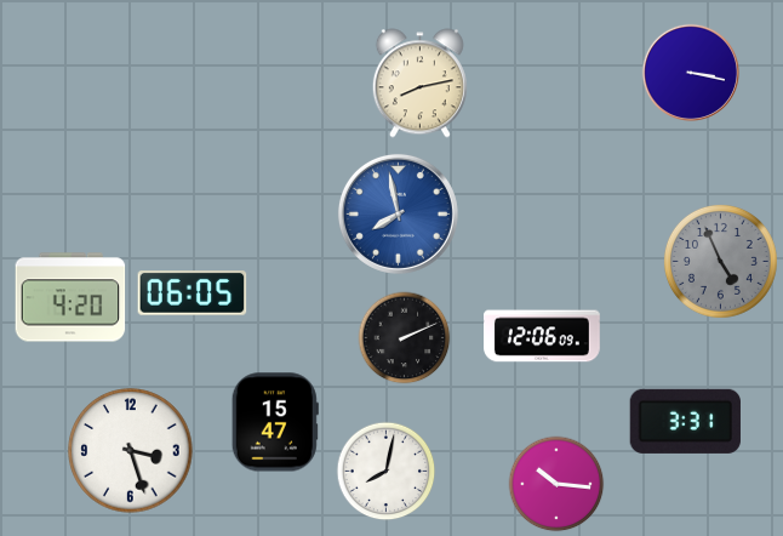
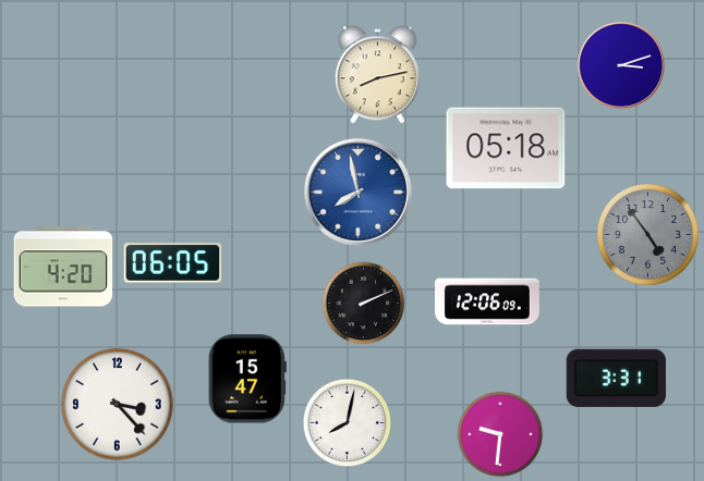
clock at (691, 73): 3:17 -> 3:12
clock at (506, 148): none -> 05:18
clock at (720, 261): 4:56 -> 4:54
clock at (131, 451): 3:27 -> 3:23
clock at (556, 484): 10:16 -> 9:31
